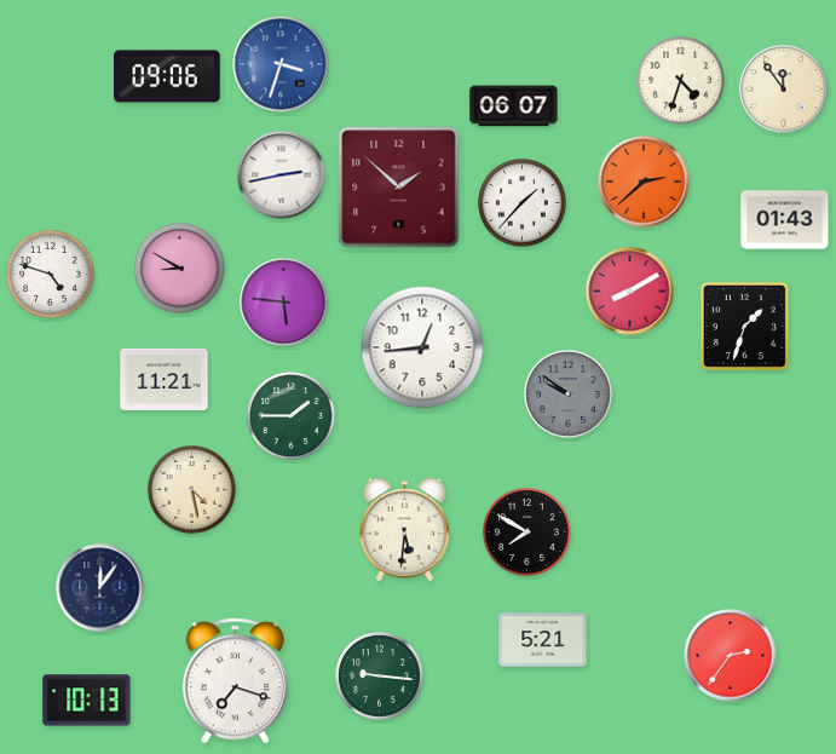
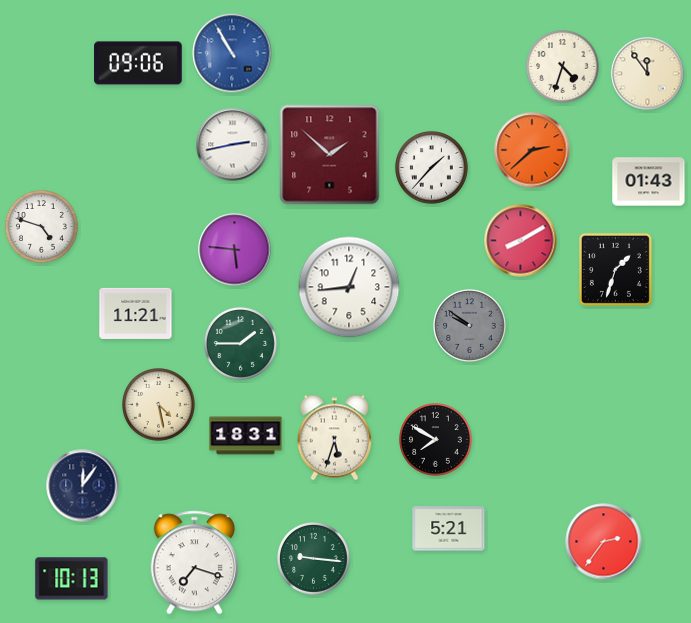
clock at (281, 64): 3:33 -> 10:55
clock at (514, 107): 06:07 -> none
clock at (180, 269): 8:50 -> none
clock at (246, 436): none -> 18:31
clock at (404, 530): 5:31 -> 5:33
